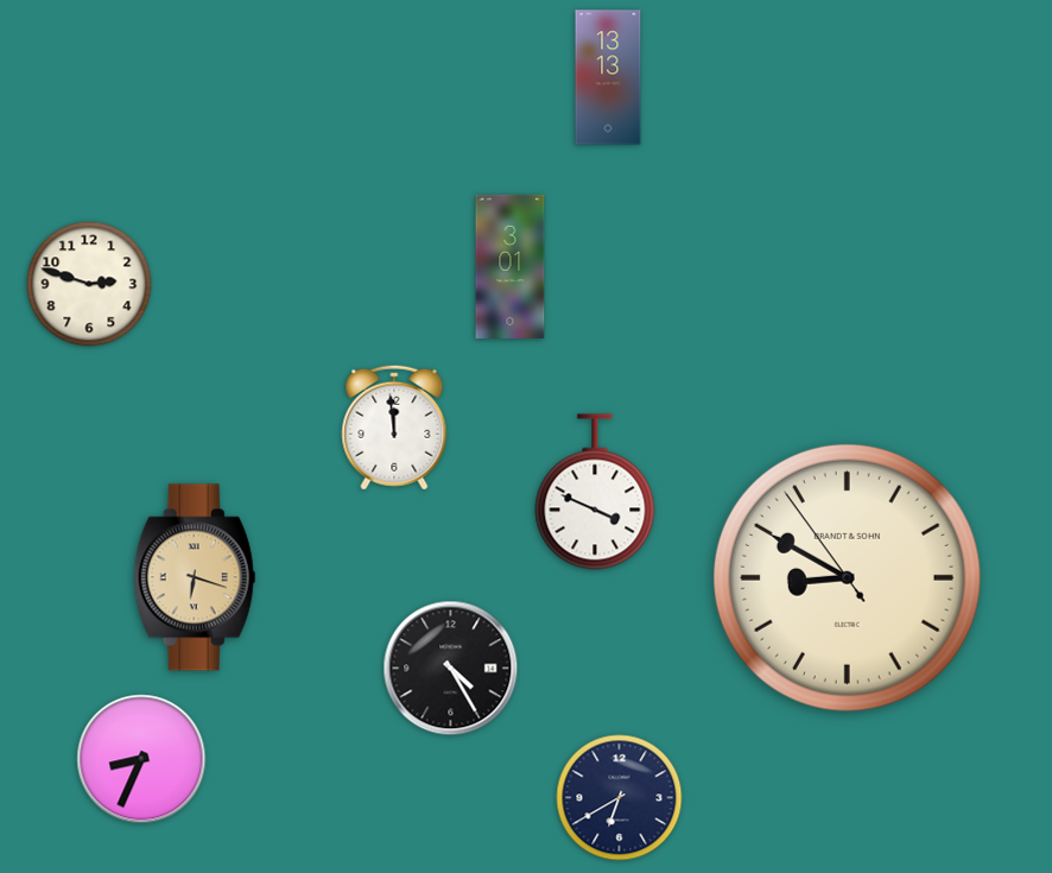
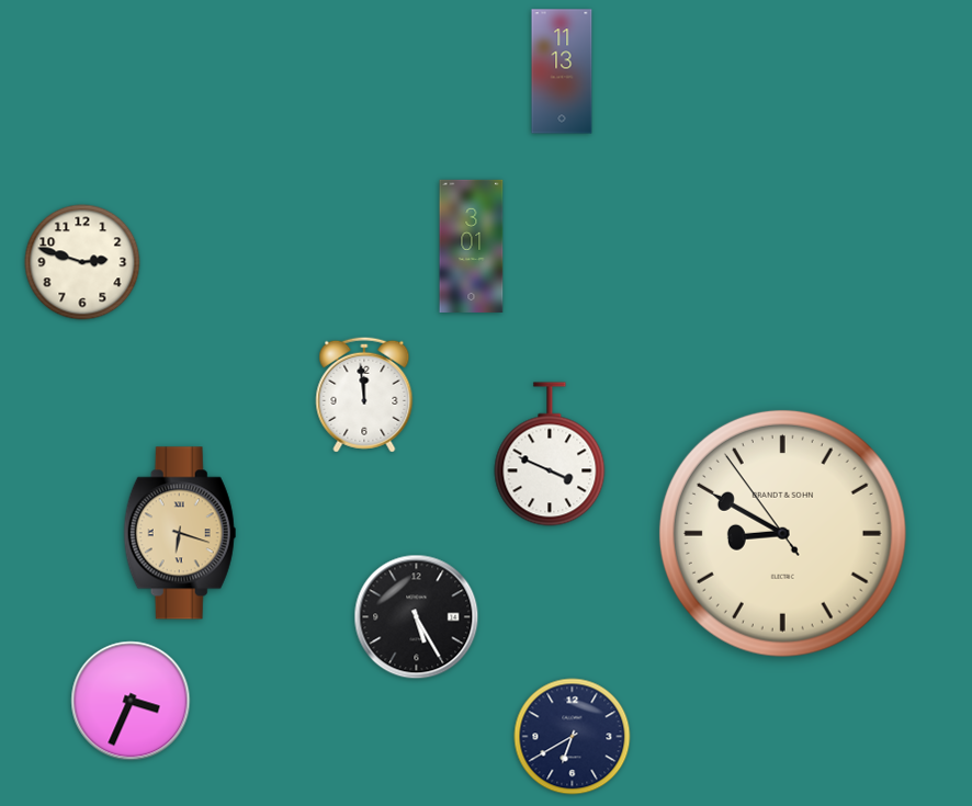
clock at (608, 77): 13:13 -> 11:13
clock at (451, 669): 4:25 -> 5:25
clock at (141, 759): 8:34 -> 3:34
